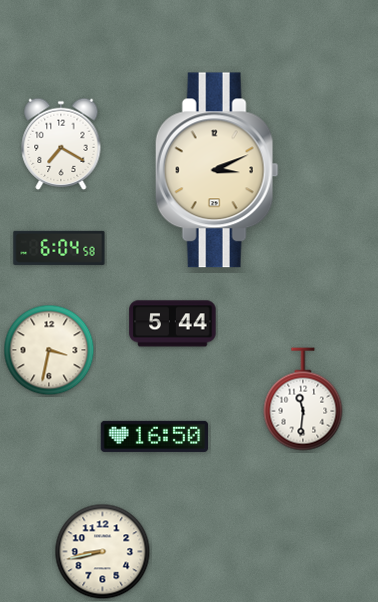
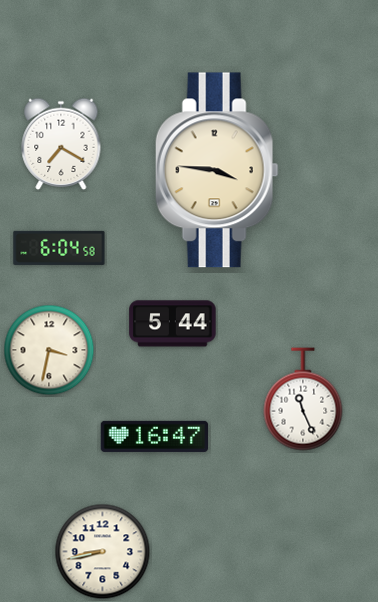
clock at (217, 170): 3:11 -> 3:46
clock at (303, 399): 11:31 -> 11:26
clock at (154, 436): 16:50 -> 16:47
